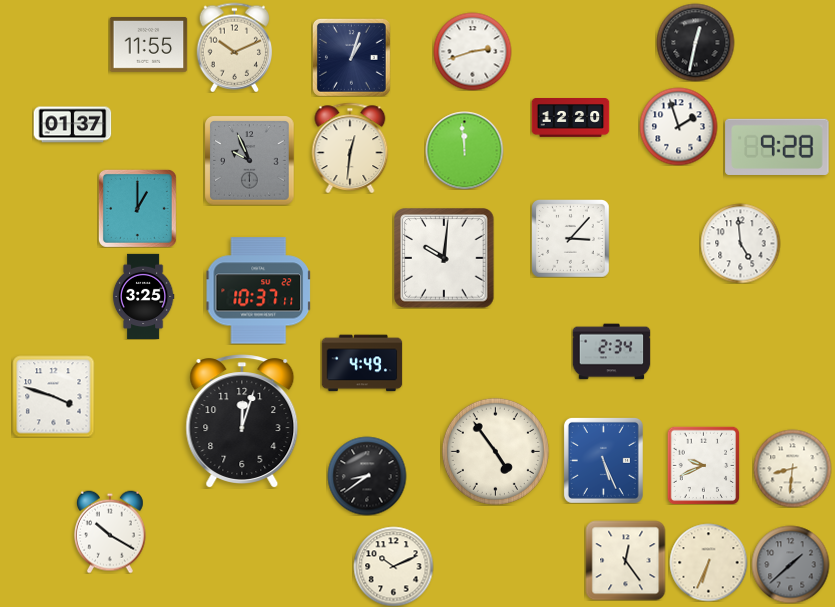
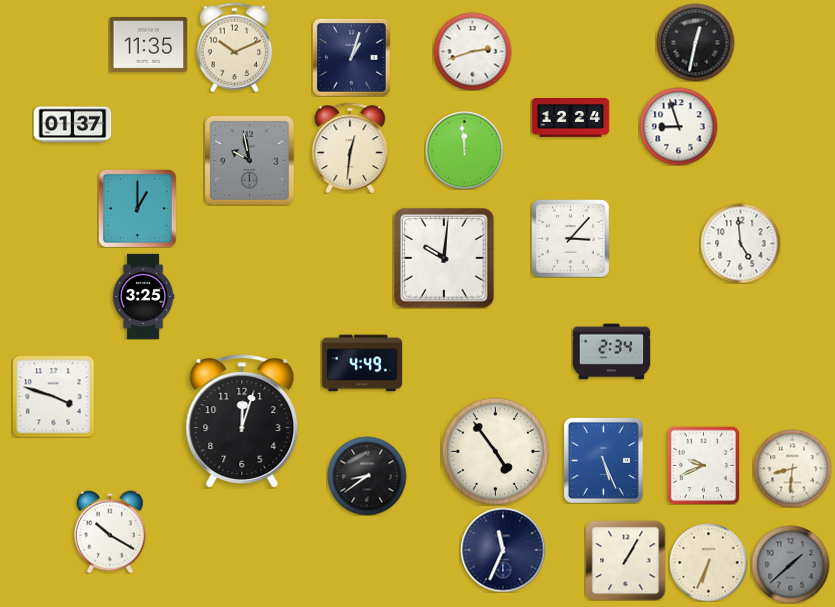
clock at (148, 44): 11:55 -> 11:35
clock at (570, 118): 12:20 -> 12:24
clock at (678, 126): 1:57 -> 8:57
clock at (777, 147): 9:28 -> none
clock at (249, 160): 9:56 -> 9:58
clock at (258, 291): 10:37 -> none
clock at (503, 550): none -> 11:34
clock at (625, 560): 12:24 -> 1:05
clock at (393, 566): 10:11 -> none
